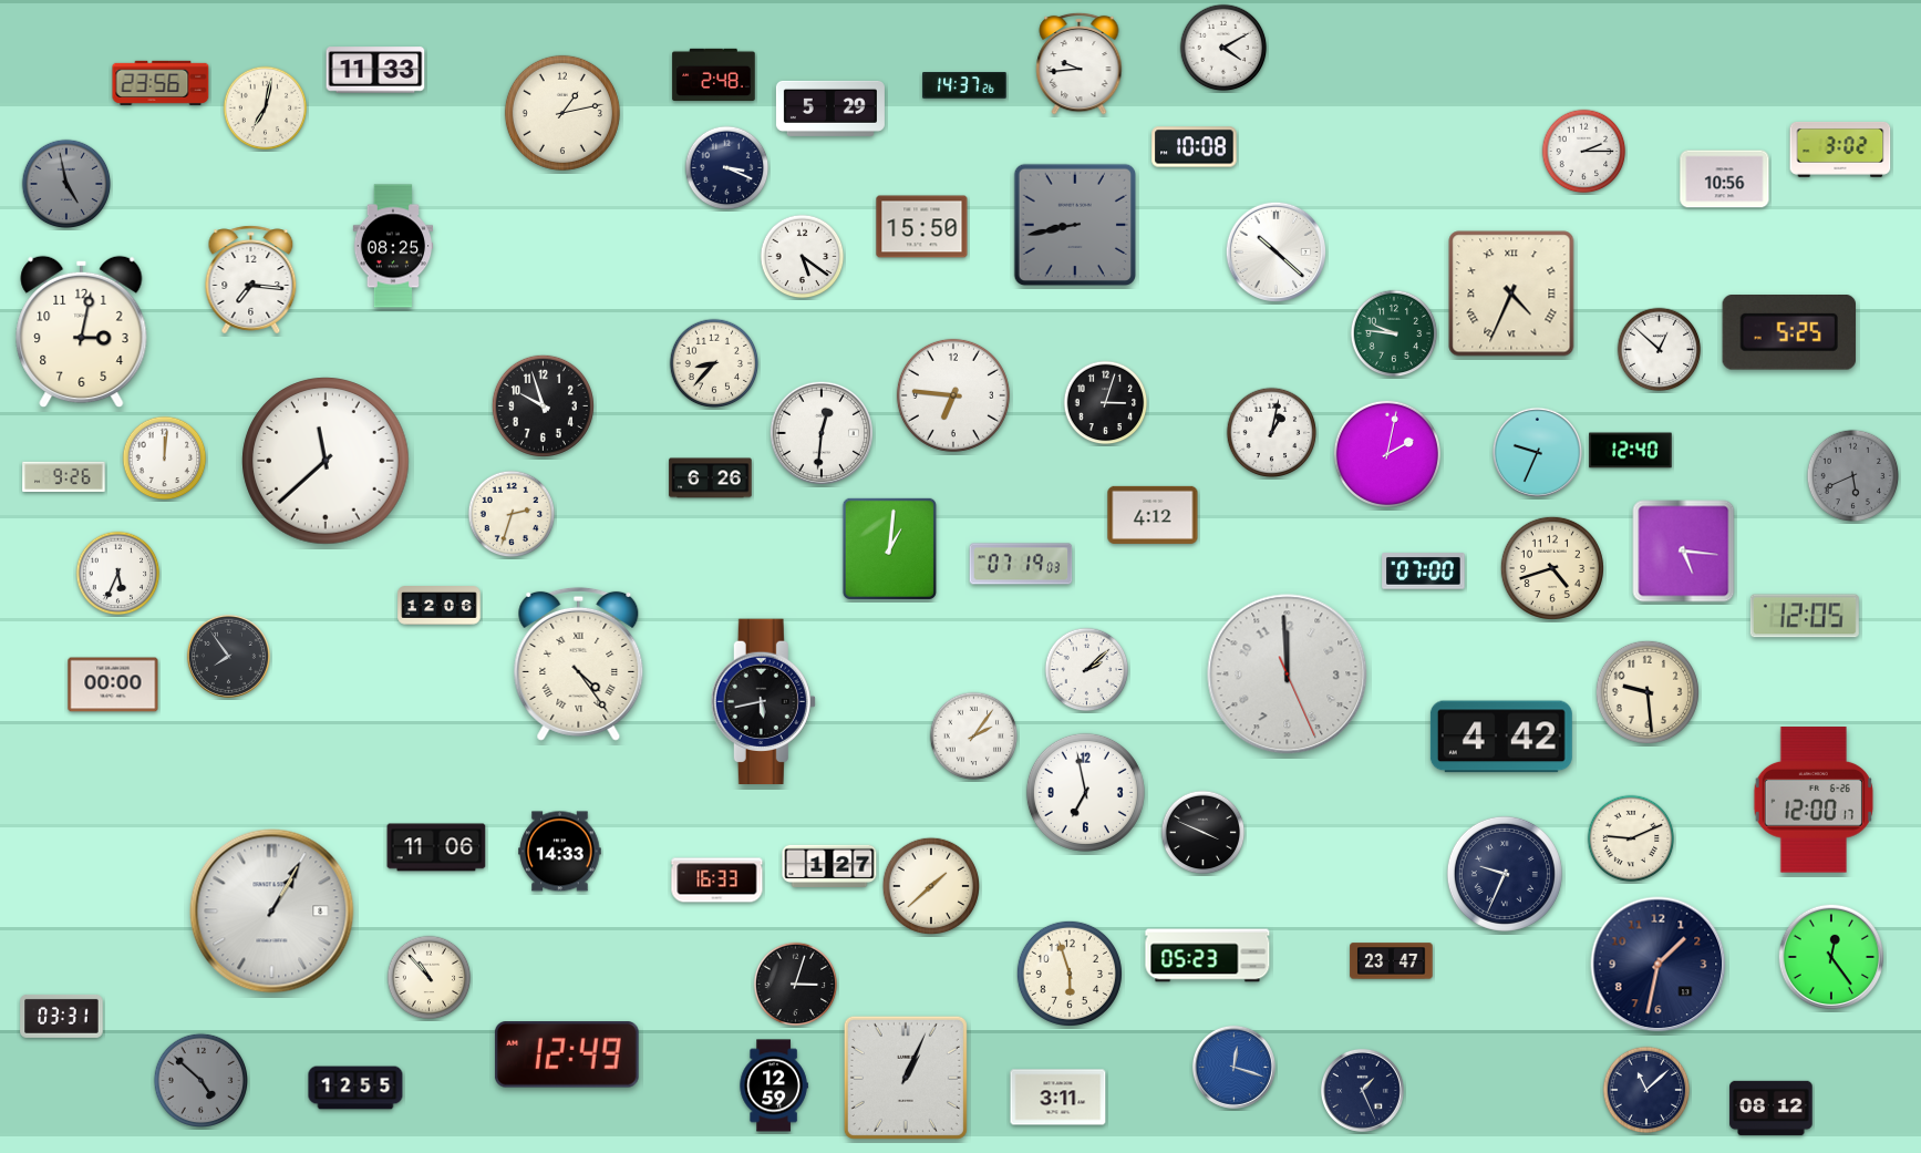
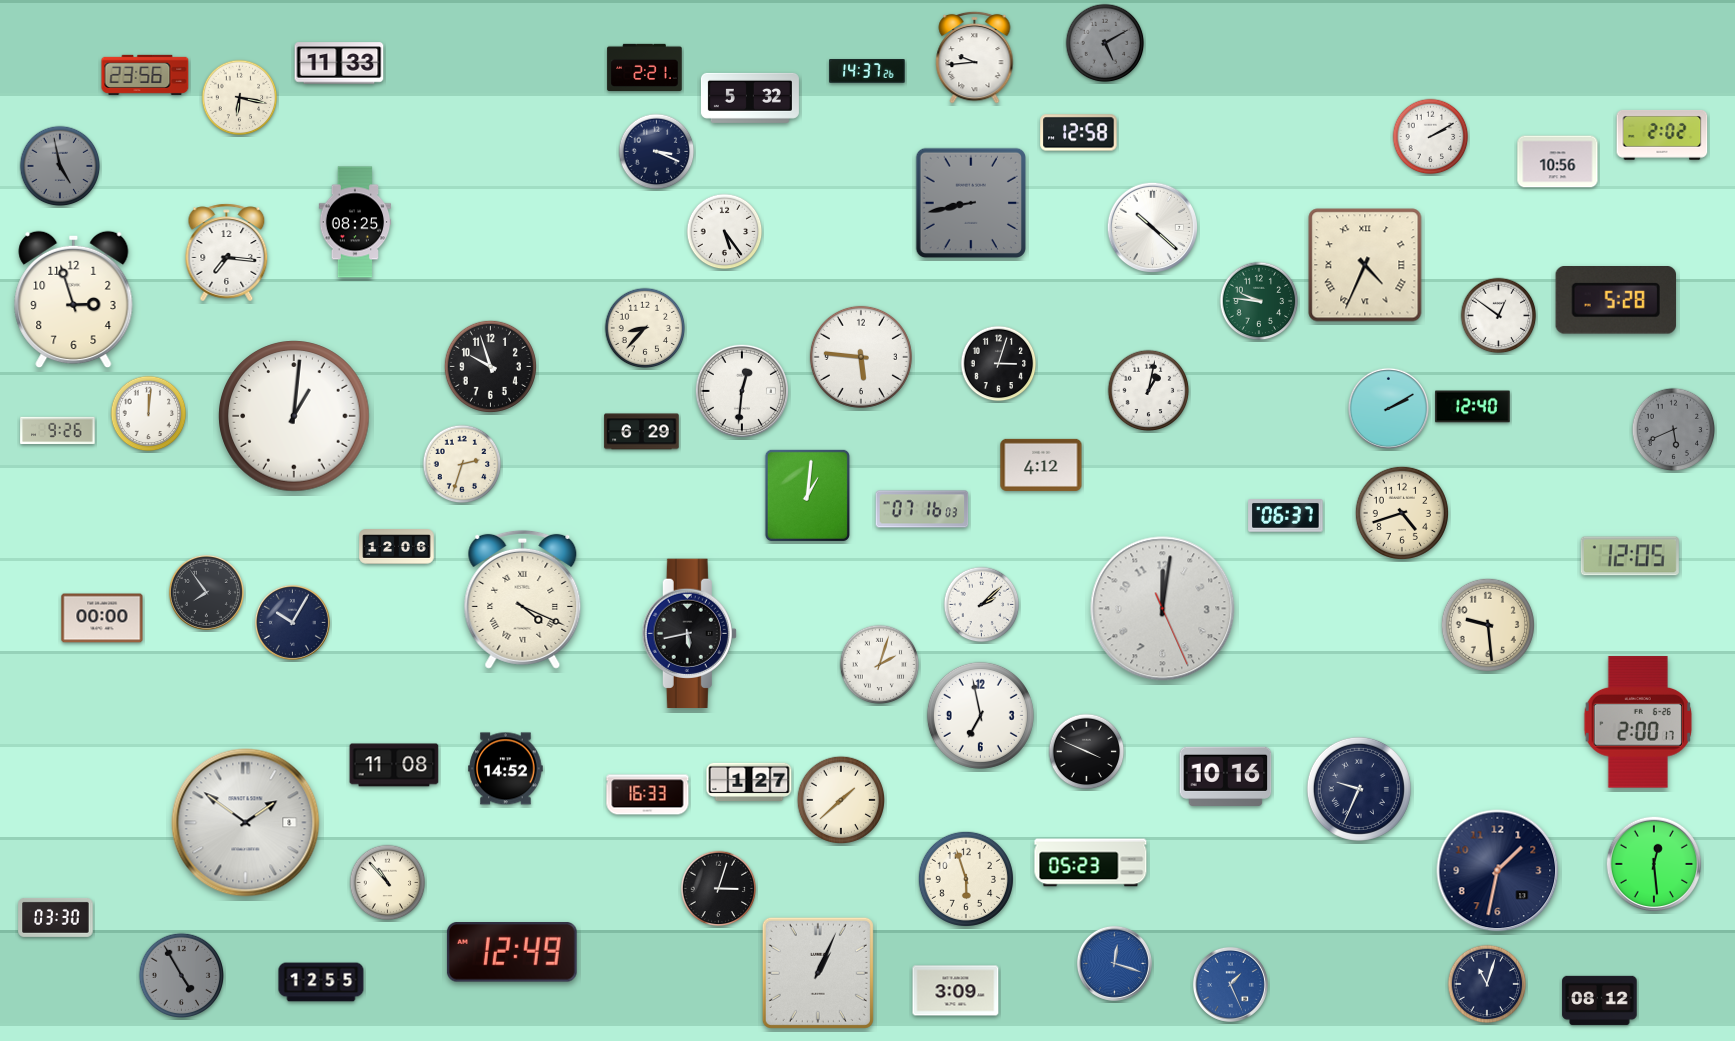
clock at (1223, 48): 4:10 -> 5:10
clock at (1223, 48) dial: white -> grey
clock at (714, 74): 2:48 -> 2:21
clock at (964, 85) position: (964, 85) -> (867, 71)
clock at (266, 109): 7:02 -> 6:17
clock at (830, 109): 5:29 -> 5:32
clock at (562, 113): 1:13 -> none
clock at (1195, 147): 10:08 -> 12:58
clock at (1840, 150): 3:02 -> 2:02
clock at (1584, 152): 2:15 -> 2:10
clock at (922, 227): 15:50 -> none
clock at (803, 257): 5:21 -> 5:24
clock at (82, 332): 3:02 -> 2:57
clock at (1788, 333): 5:25 -> 5:28
clock at (1660, 350): 12:52 -> 12:51
clock at (953, 395): 6:46 -> 5:46
clock at (1537, 452): 9:34 -> 2:10
clock at (1387, 454): 2:02 -> none
clock at (326, 461): 11:38 -> 1:01
clock at (711, 478): 6:26 -> 6:29
clock at (889, 548) position: (889, 548) -> (807, 495)
clock at (1684, 552): 5:16 -> none
clock at (1021, 564): 07:19 -> 07:16
clock at (1424, 572): 07:00 -> 06:37
clock at (118, 574): 5:34 -> none
clock at (579, 663): 4:24 -> 4:19
clock at (1288, 675): 11:59 -> 12:01
clock at (292, 622): none -> 10:05
clock at (974, 737): 2:06 -> 2:03
clock at (1501, 737): 4:42 -> none
clock at (1814, 800): 12:00 -> 2:00
clock at (1631, 838): 9:11 -> none
clock at (436, 847): 11:06 -> 11:08
clock at (560, 852): 14:33 -> 14:52
clock at (1226, 776): none -> 10:16
clock at (272, 912): 1:05 -> 1:51
clock at (1831, 957): 12:24 -> 12:29
clock at (1392, 961): 23:47 -> none
clock at (62, 1016): 03:31 -> 03:30
clock at (202, 1081): 4:52 -> 4:55
clock at (774, 1085): 12:59 -> none
clock at (1362, 1090) dial: navy -> blue
clock at (1646, 1090): 11:08 -> 11:03
clock at (1058, 1098): 3:11 -> 3:09
